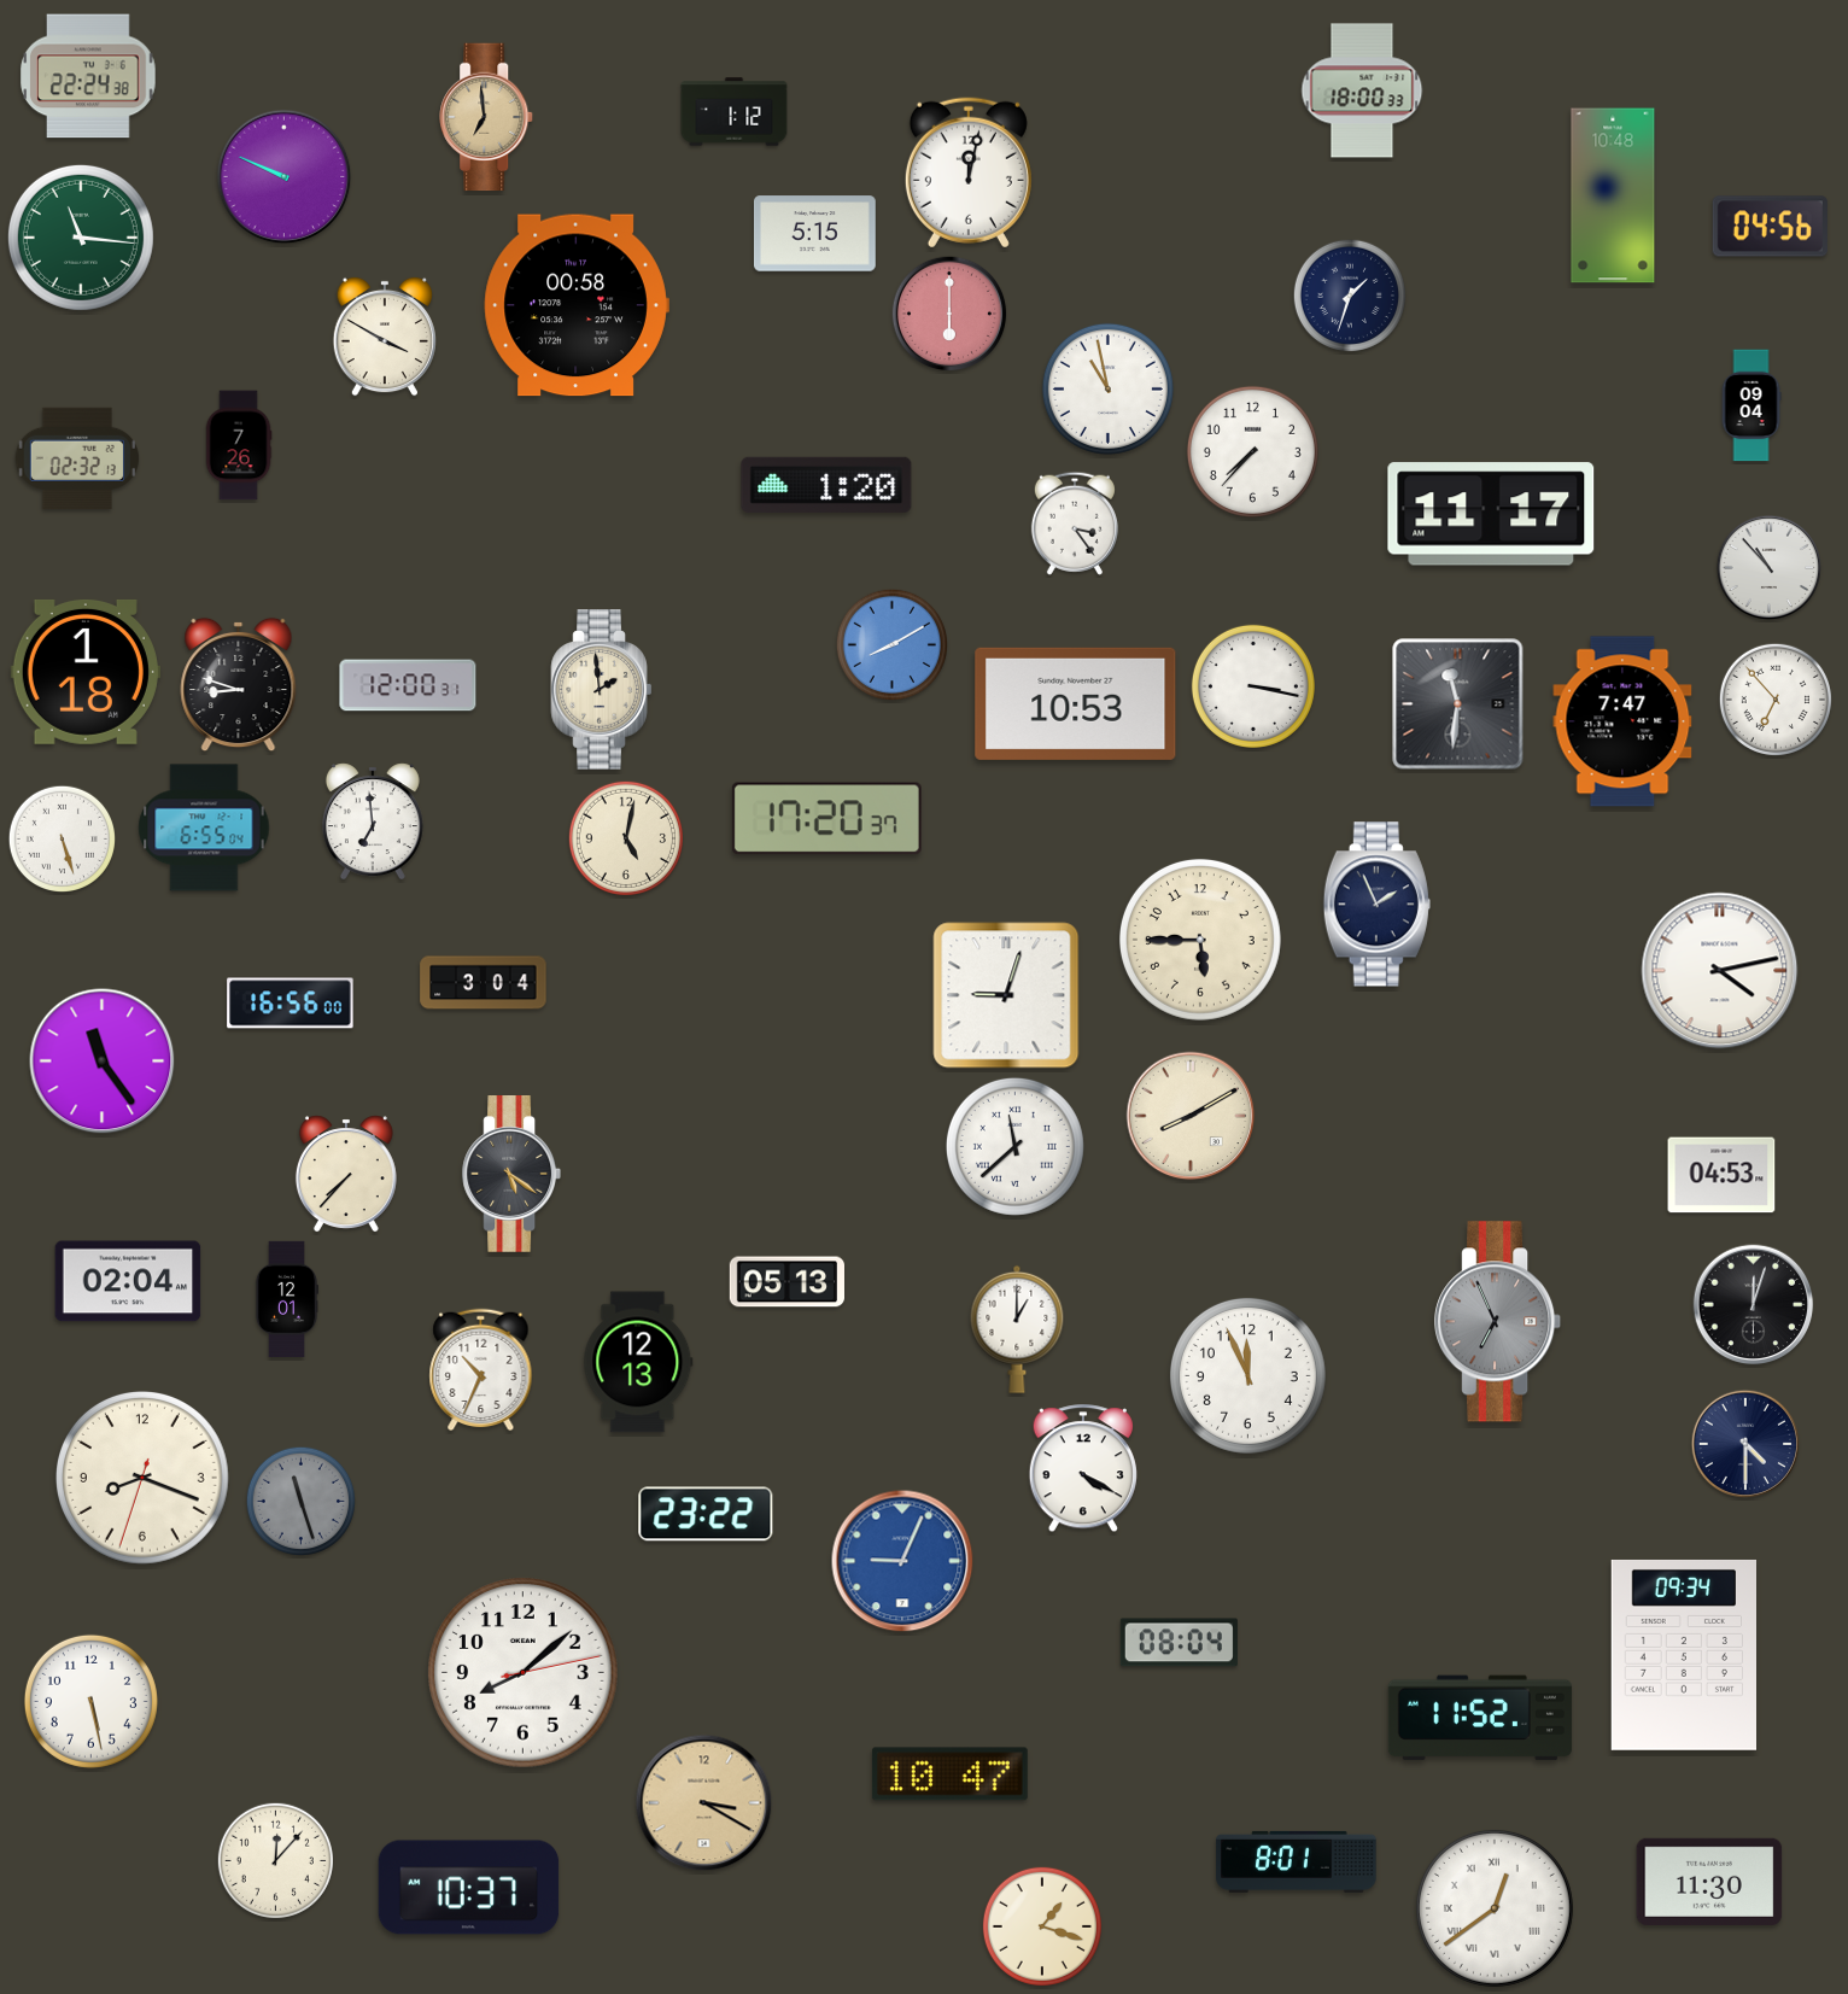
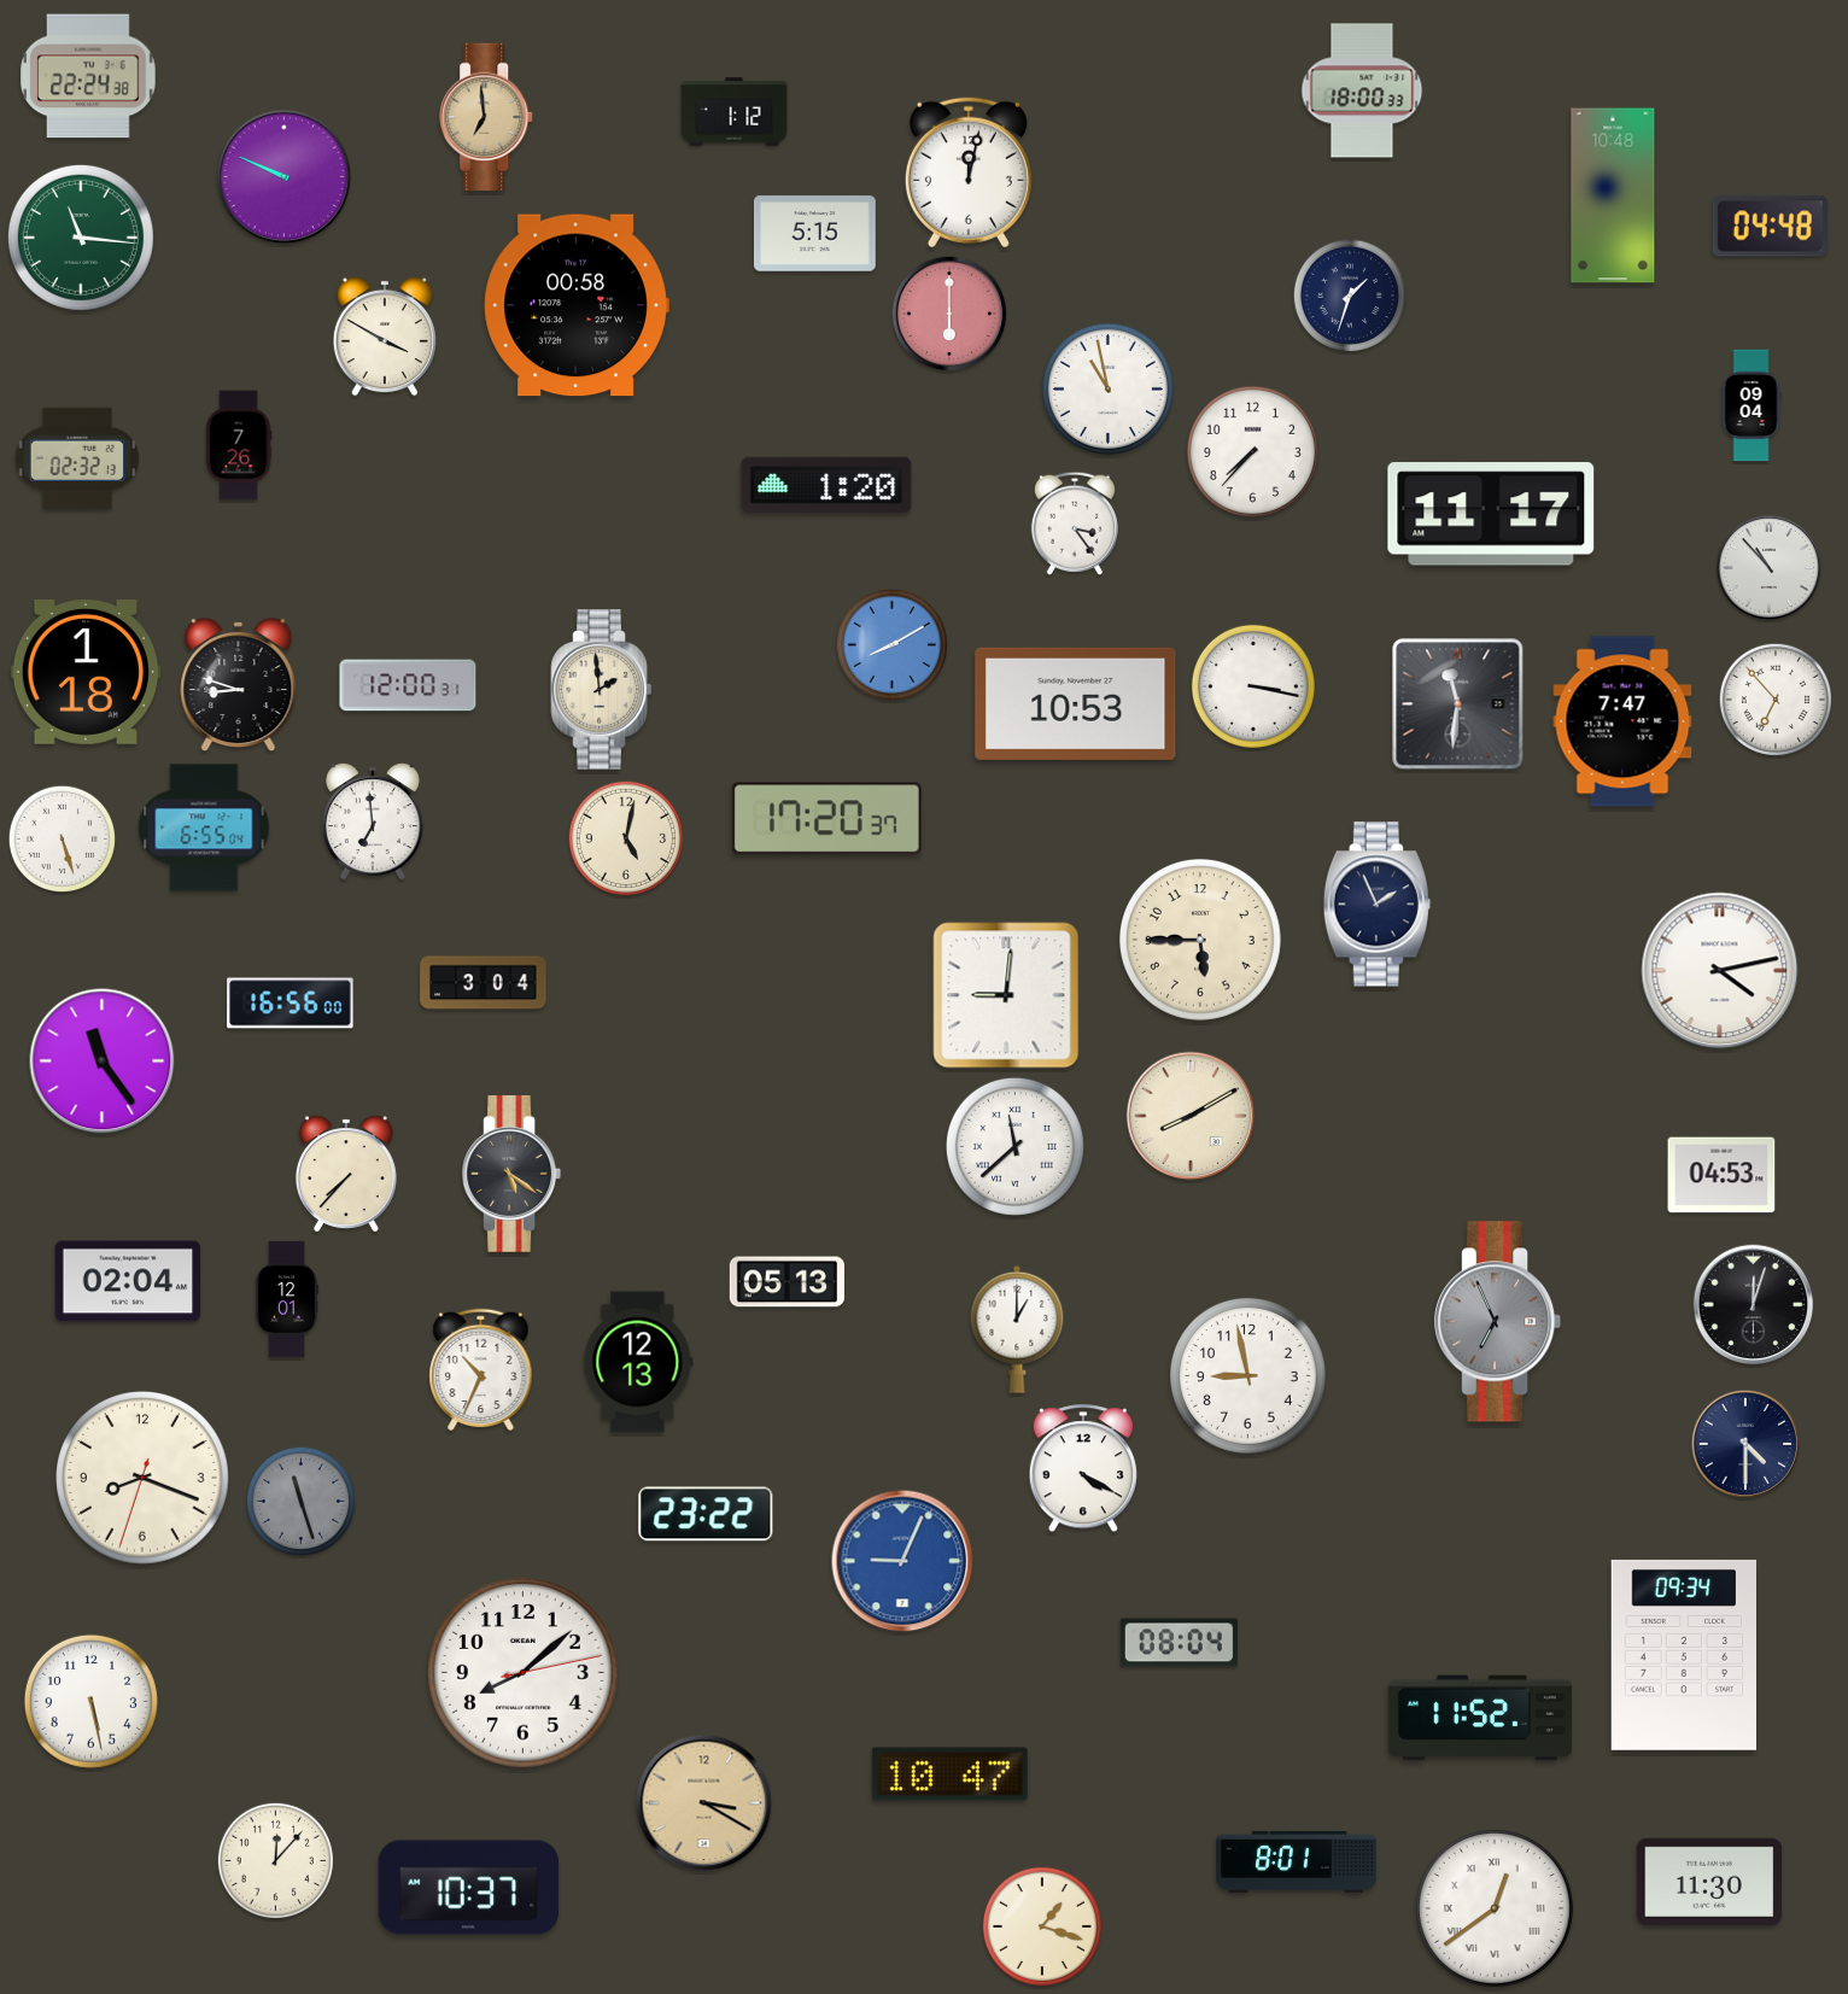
clock at (1770, 227): 04:56 -> 04:48
clock at (1006, 995): 9:03 -> 9:01
clock at (1247, 1375): 11:56 -> 8:58
